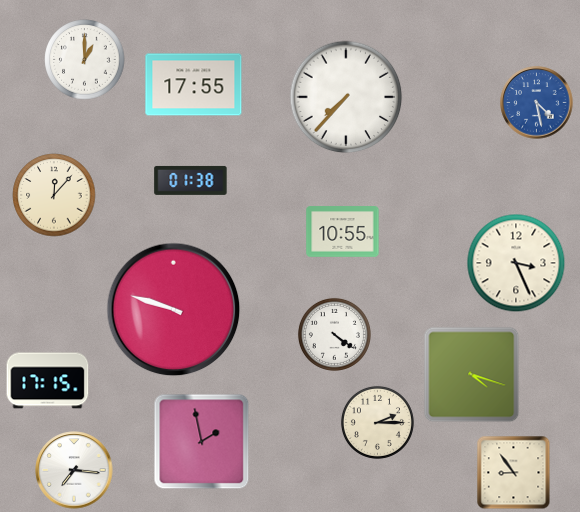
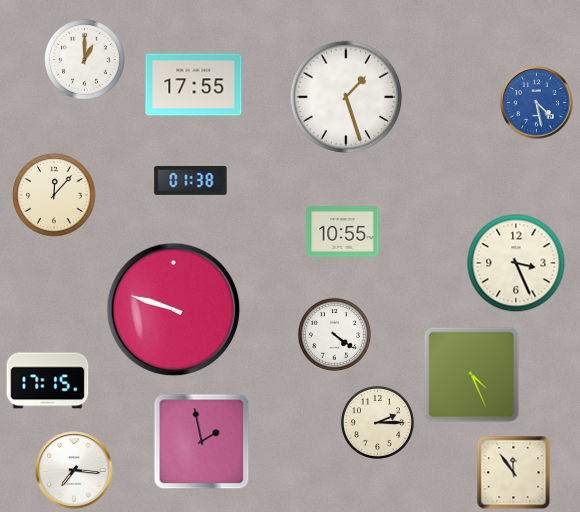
clock at (346, 97): 7:37 -> 1:27
clock at (472, 375): 4:18 -> 4:26
clock at (514, 473): 8:54 -> 11:54
